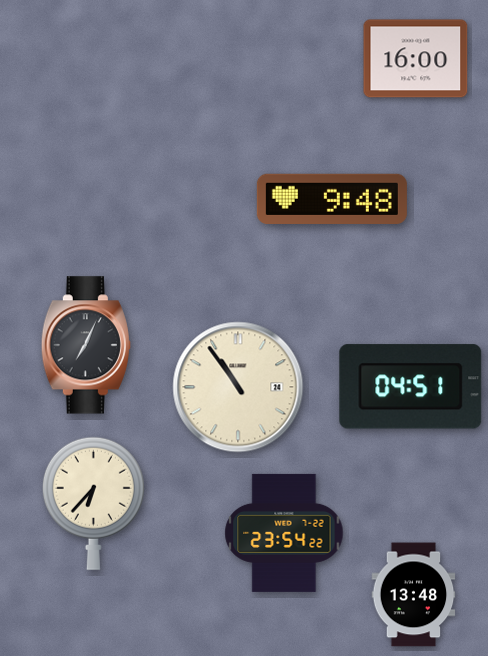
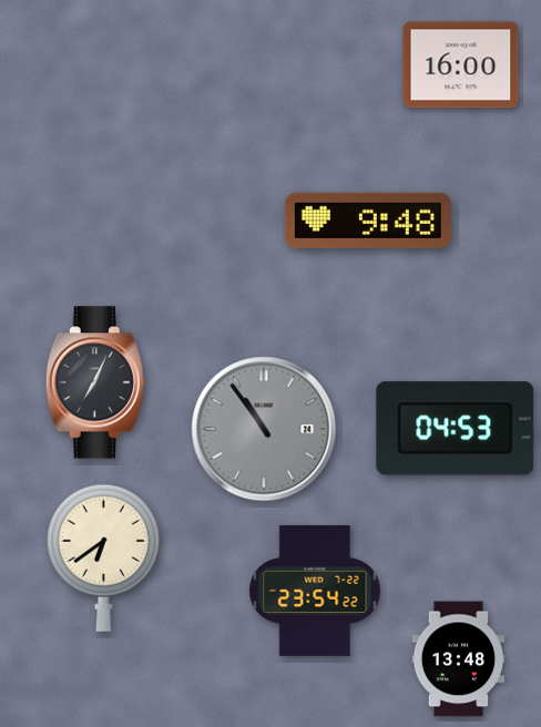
clock at (238, 387) dial: cream -> grey
clock at (411, 387): 04:51 -> 04:53
clock at (93, 503): 6:37 -> 6:39
